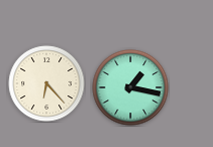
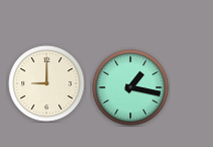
clock at (47, 84): 6:23 -> 9:00
